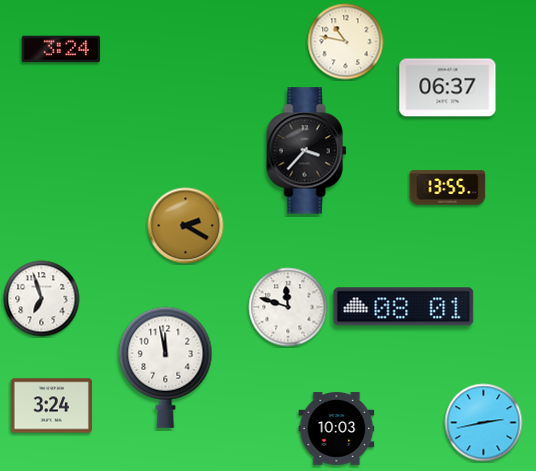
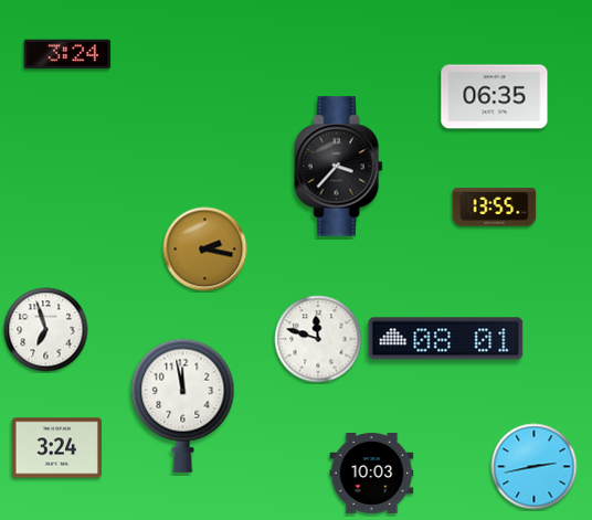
clock at (346, 42): 10:47 -> none
clock at (448, 88): 06:37 -> 06:35
clock at (186, 226): 2:20 -> 2:17
